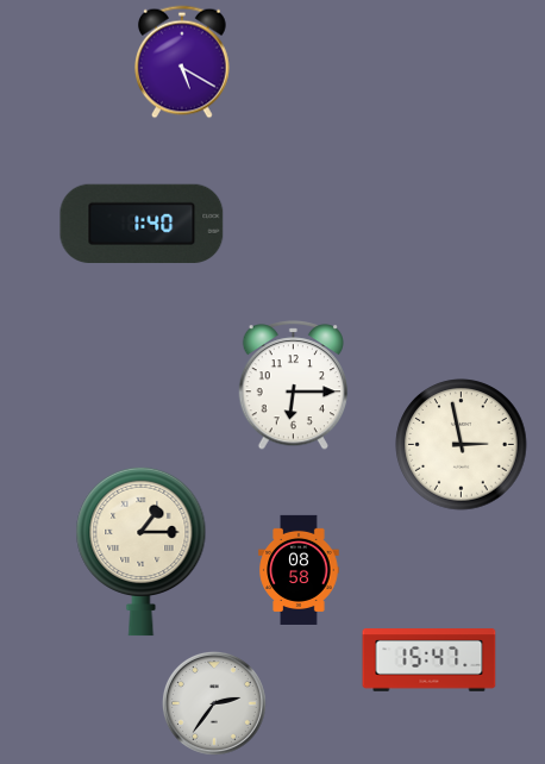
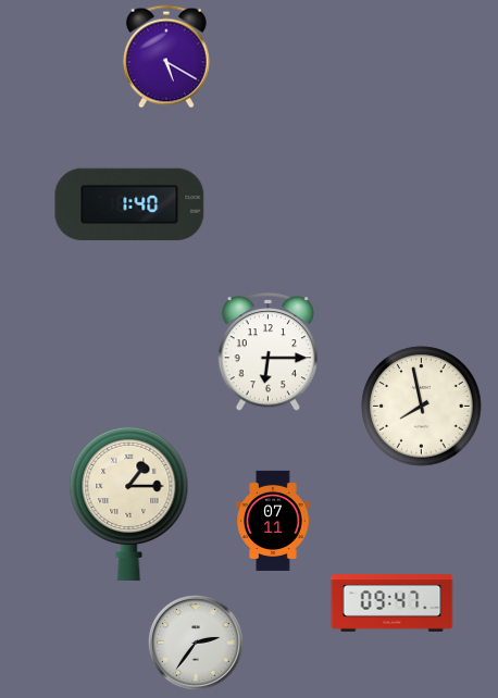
clock at (462, 445): 2:58 -> 7:58
clock at (299, 570): 08:58 -> 07:11
clock at (430, 660): 15:47 -> 09:47
